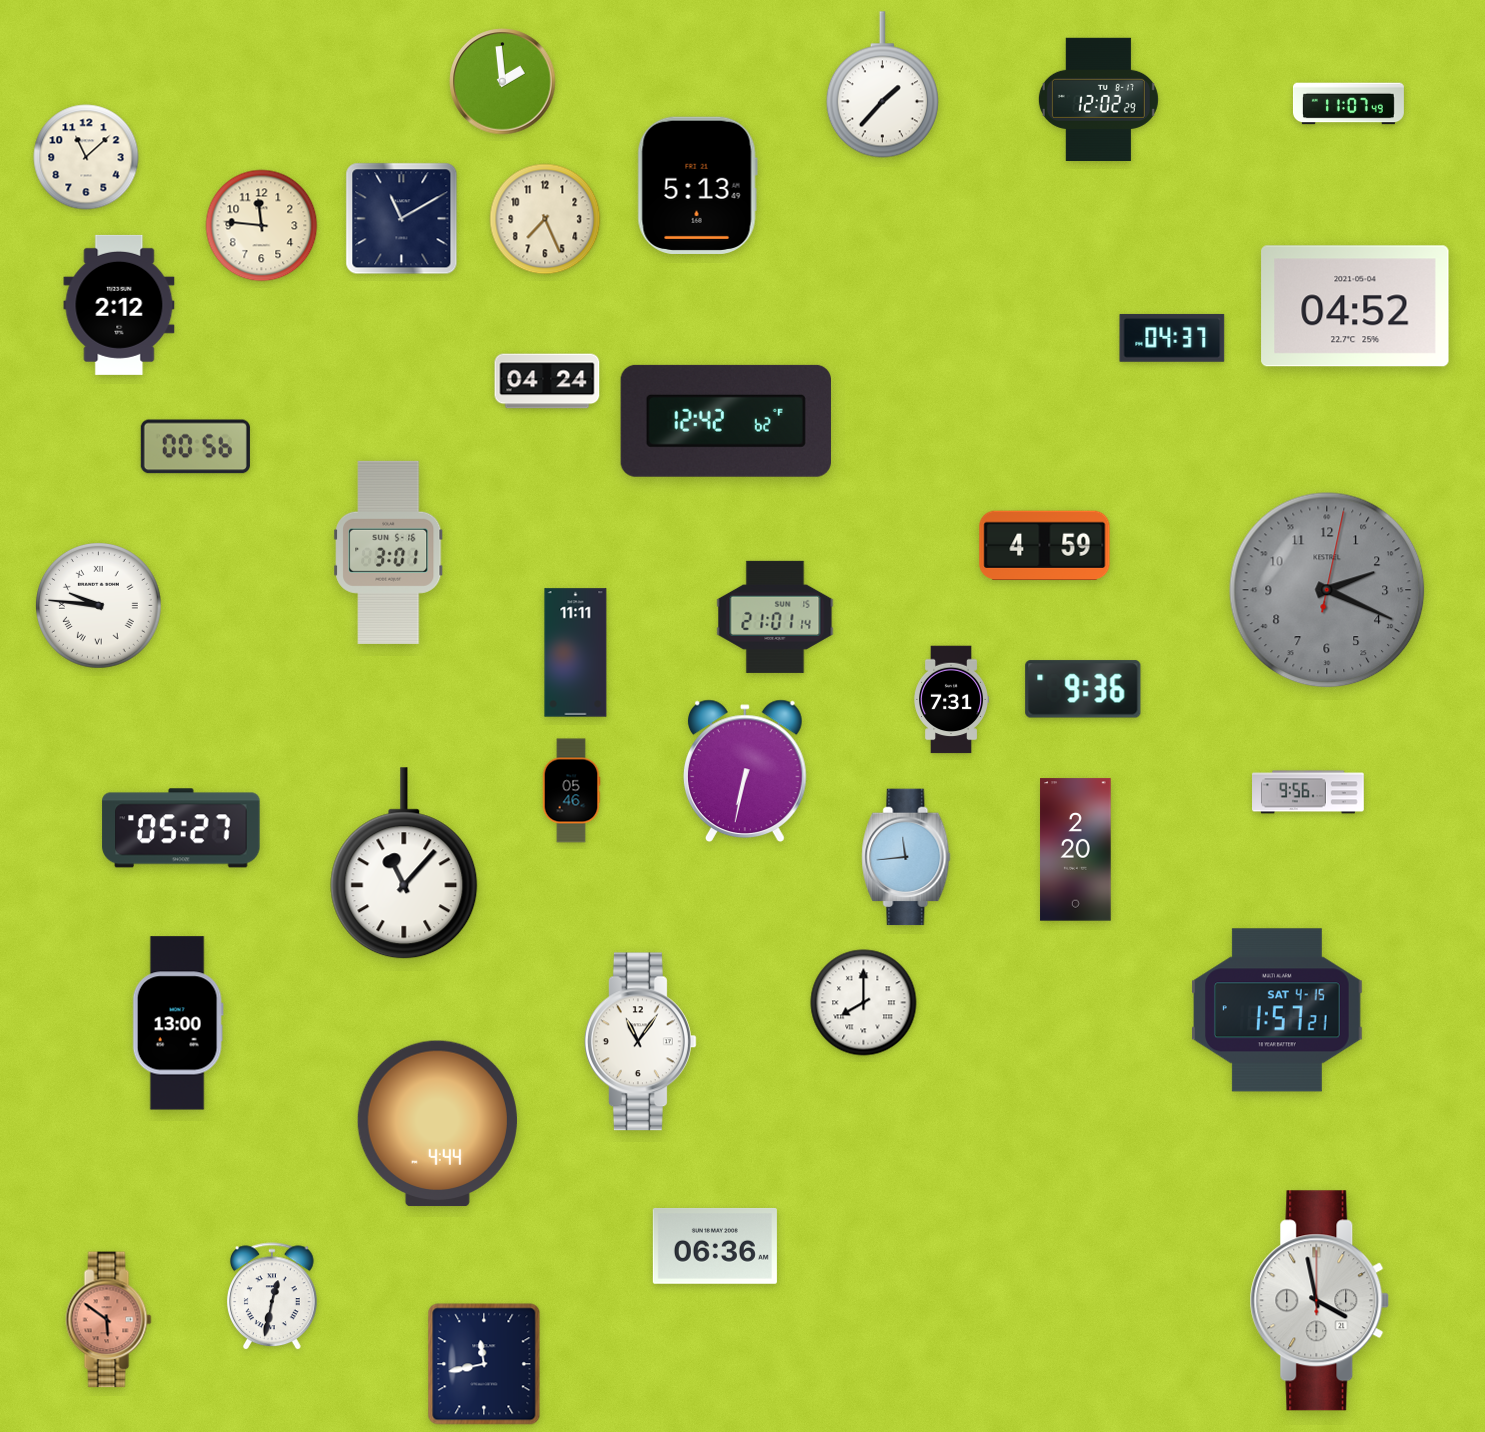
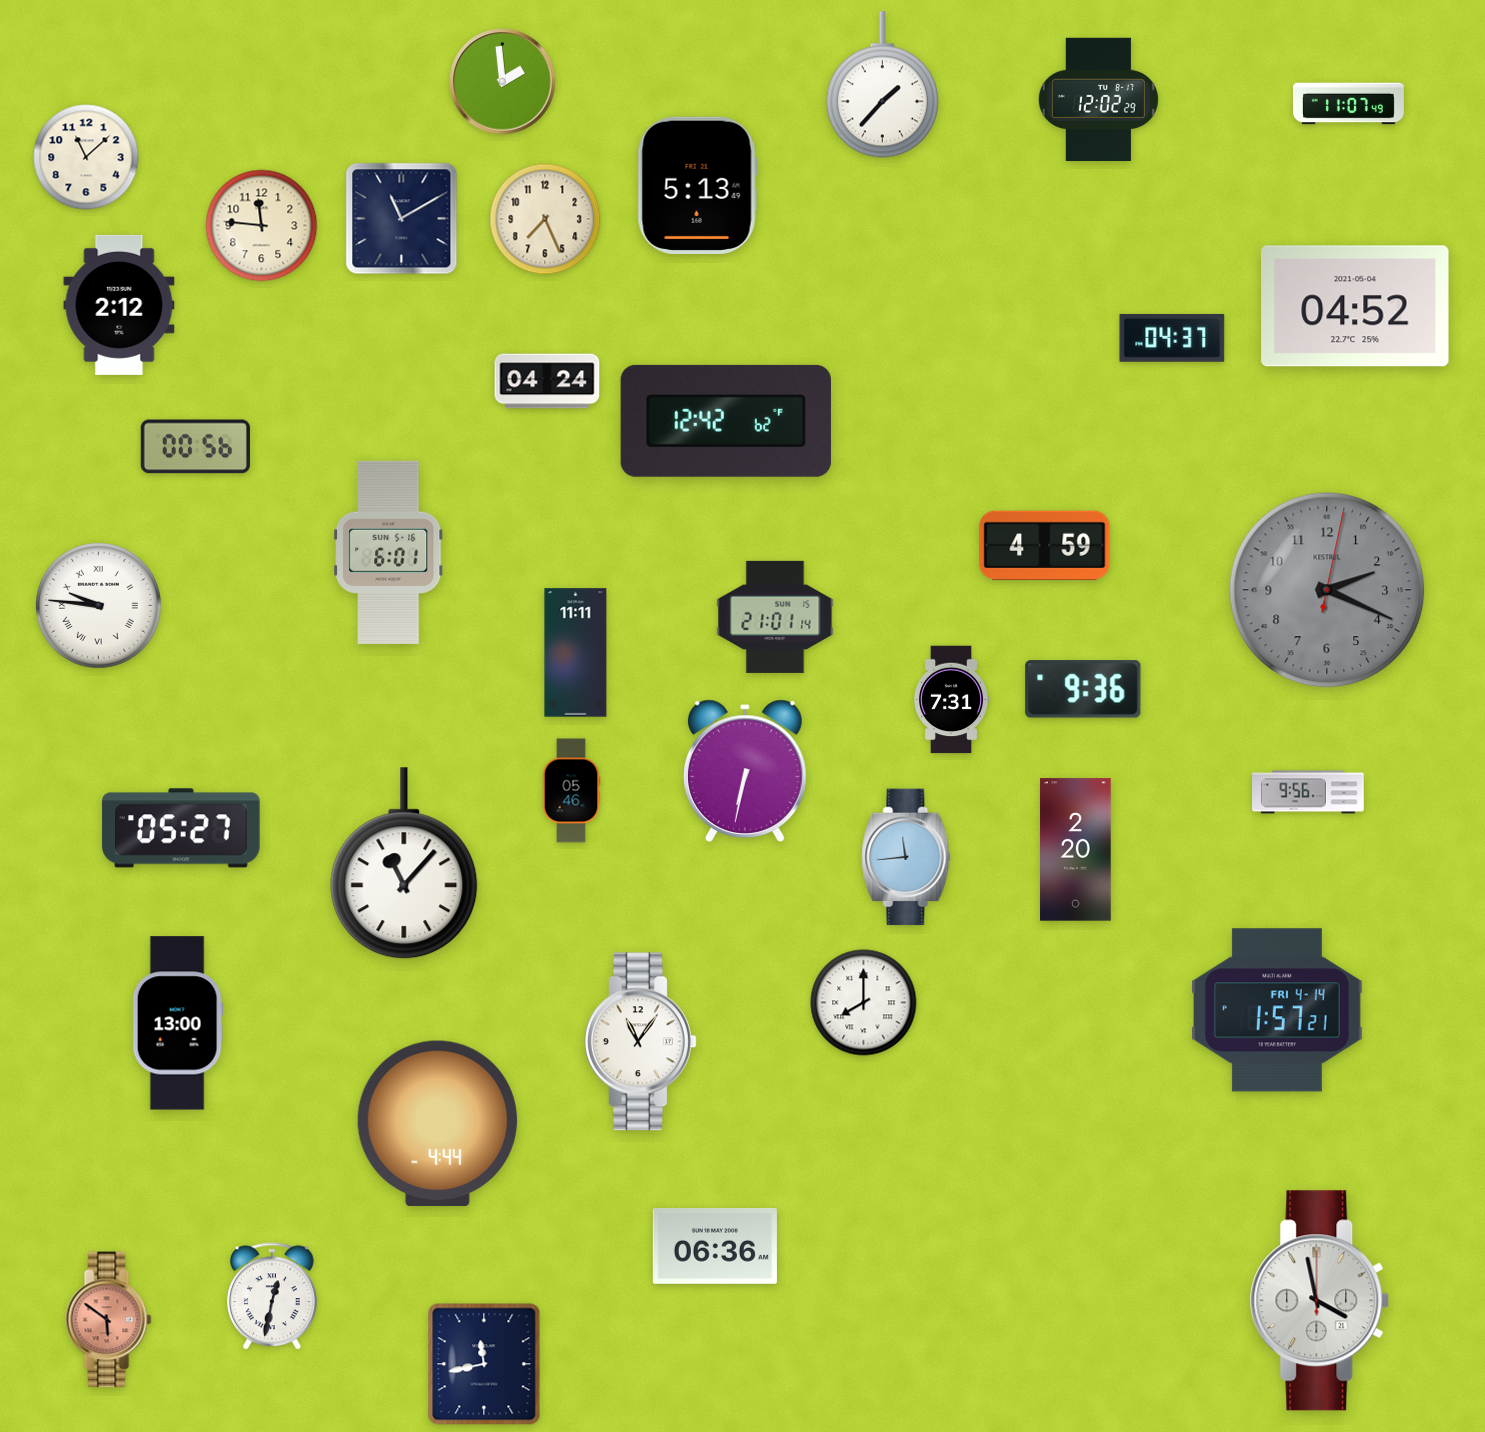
clock at (389, 552): 3:01 -> 6:01
clock at (1277, 1010) date: SAT 4-15 -> FRI 4-14
